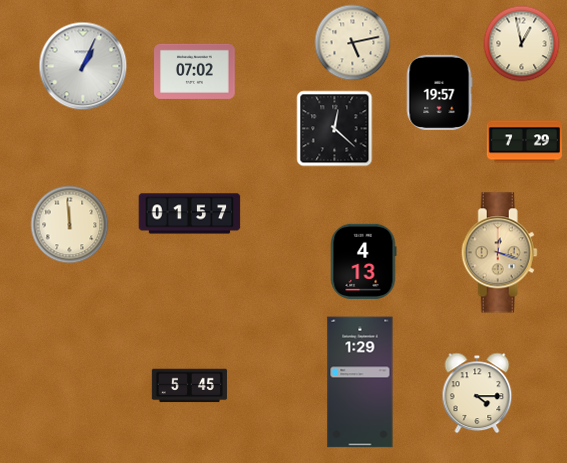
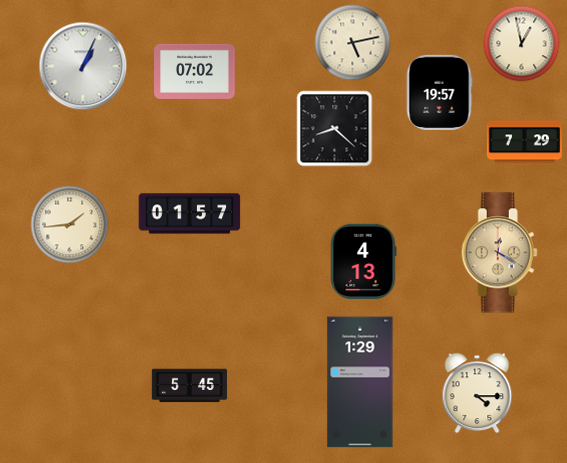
clock at (335, 129): 12:22 -> 8:22
clock at (70, 225): 11:59 -> 1:44
clock at (499, 253): 12:18 -> 12:20
